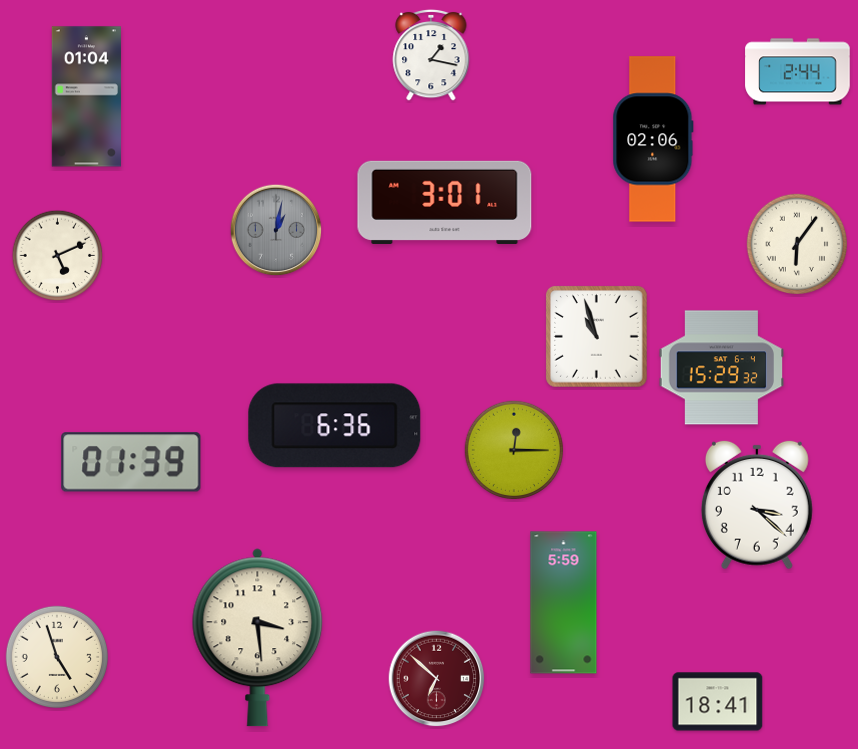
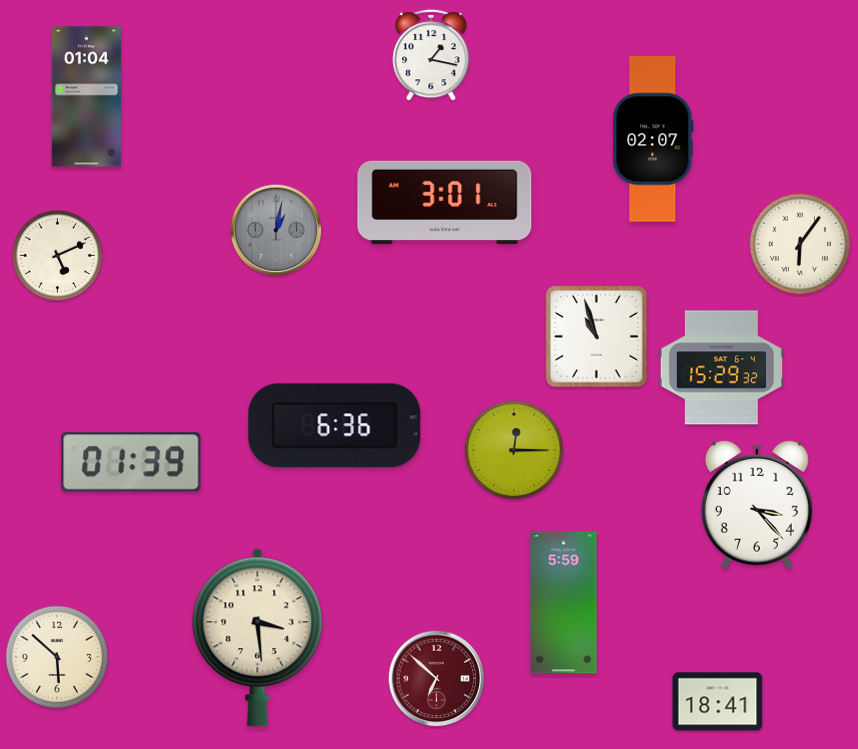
clock at (798, 72): 2:44 -> none
clock at (653, 139): 02:06 -> 02:07
clock at (796, 243) position: (796, 243) -> (799, 243)
clock at (757, 505): 3:22 -> 3:23
clock at (56, 656): 4:57 -> 5:52
